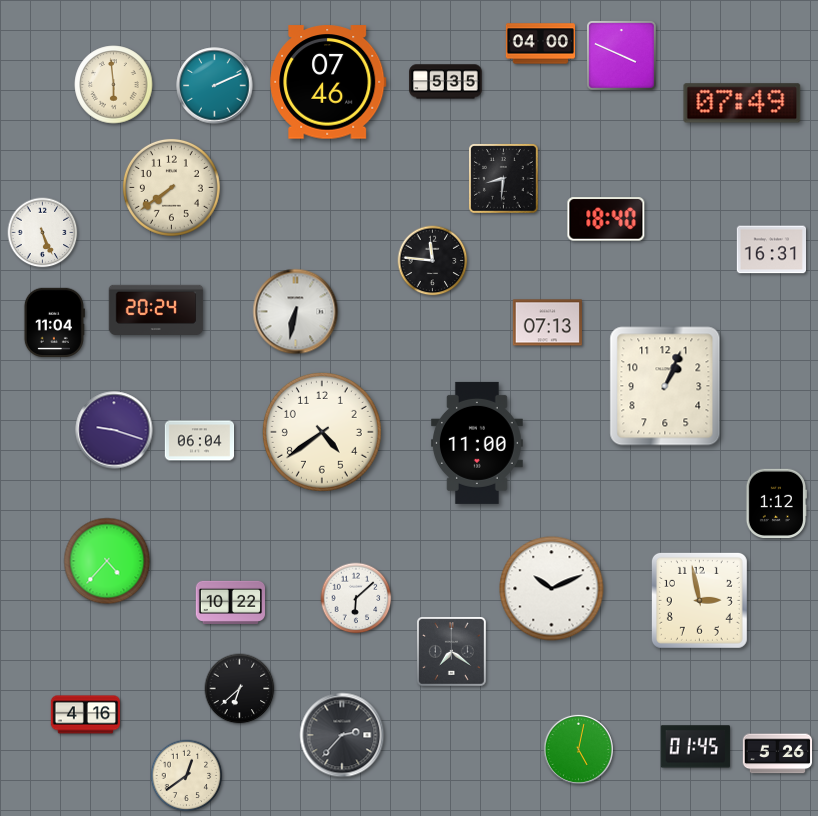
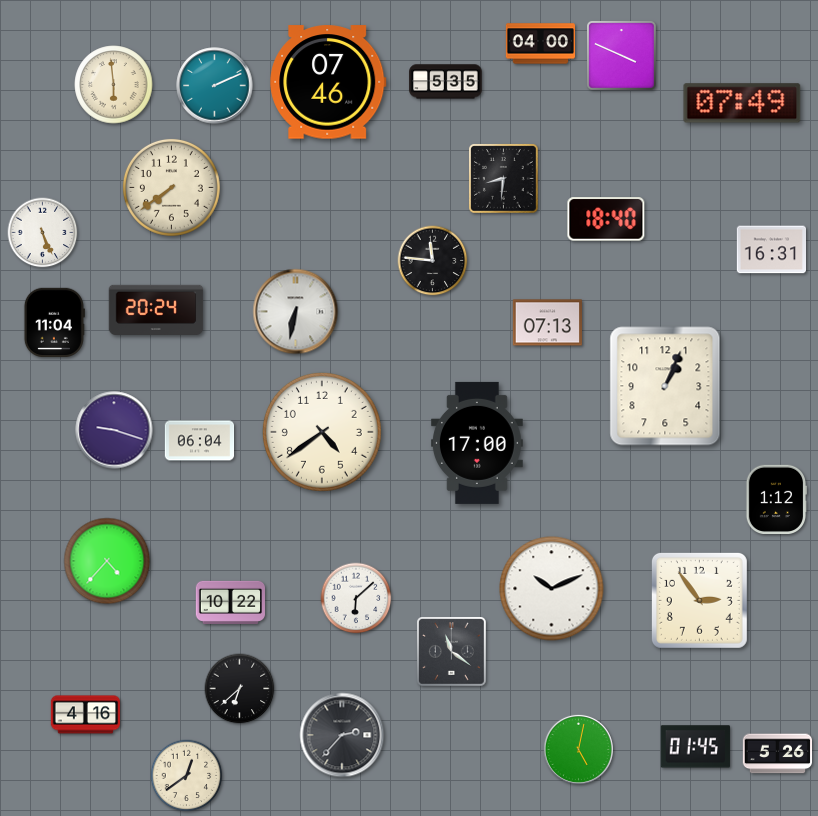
clock at (477, 443): 11:00 -> 17:00
clock at (775, 503) position: (775, 503) -> (775, 499)
clock at (699, 600): 2:58 -> 2:54
clock at (452, 652): 7:21 -> 11:21
